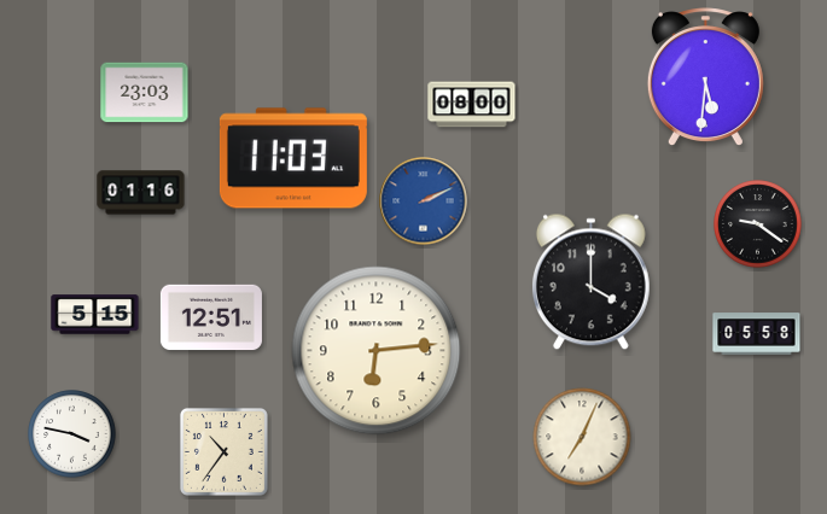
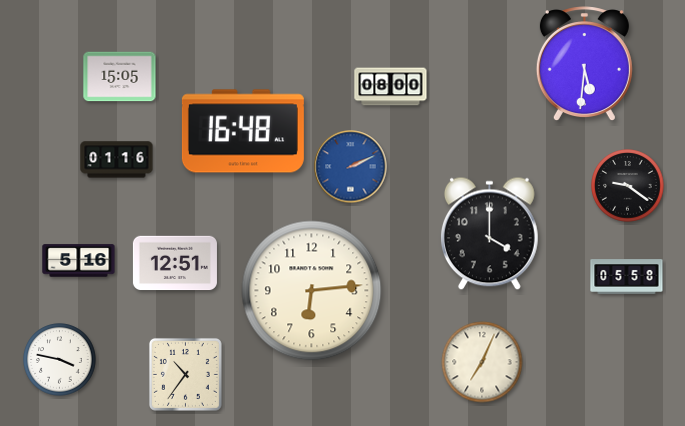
clock at (145, 93): 23:03 -> 15:05
clock at (293, 158): 11:03 -> 16:48
clock at (95, 315): 5:15 -> 5:16
